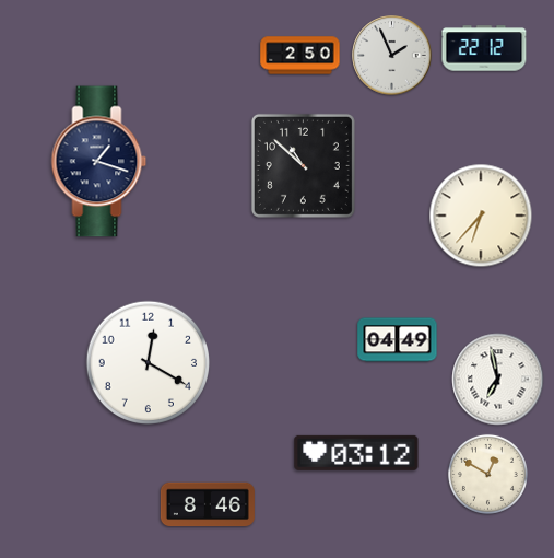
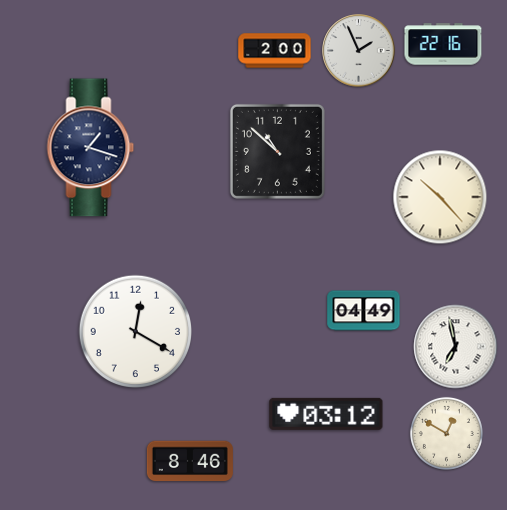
clock at (484, 48): 22:12 -> 22:16
clock at (300, 56): 2:50 -> 2:00
clock at (481, 216): 6:37 -> 10:23
